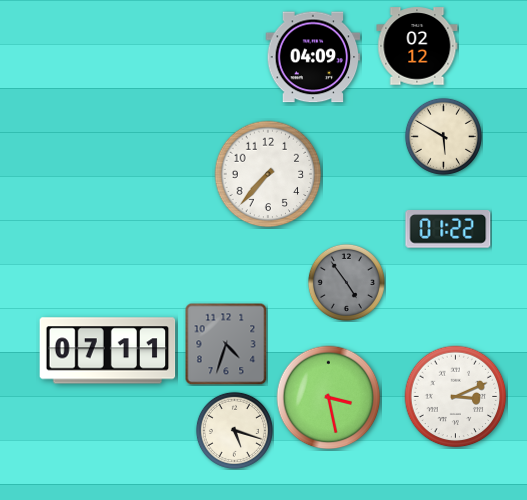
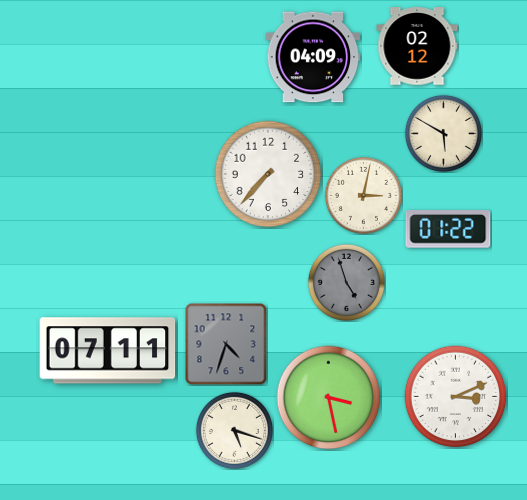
clock at (443, 136) position: (443, 136) -> (443, 133)
clock at (363, 195): none -> 3:02
clock at (346, 282): 4:54 -> 4:57
